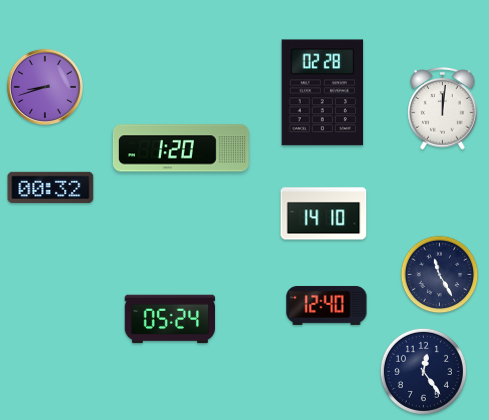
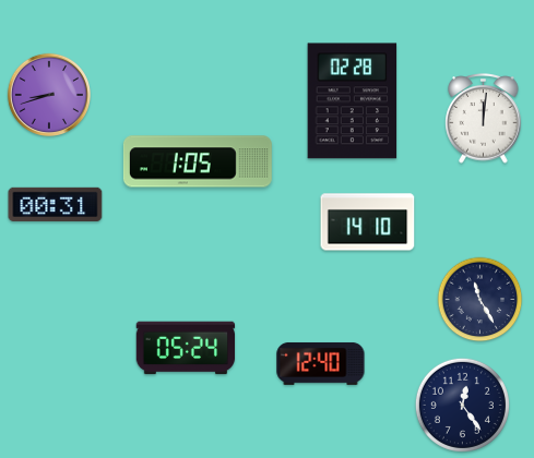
clock at (181, 148): 1:20 -> 1:05
clock at (51, 187): 00:32 -> 00:31
clock at (324, 214) position: (324, 214) -> (368, 222)
clock at (327, 305) position: (327, 305) -> (321, 363)
